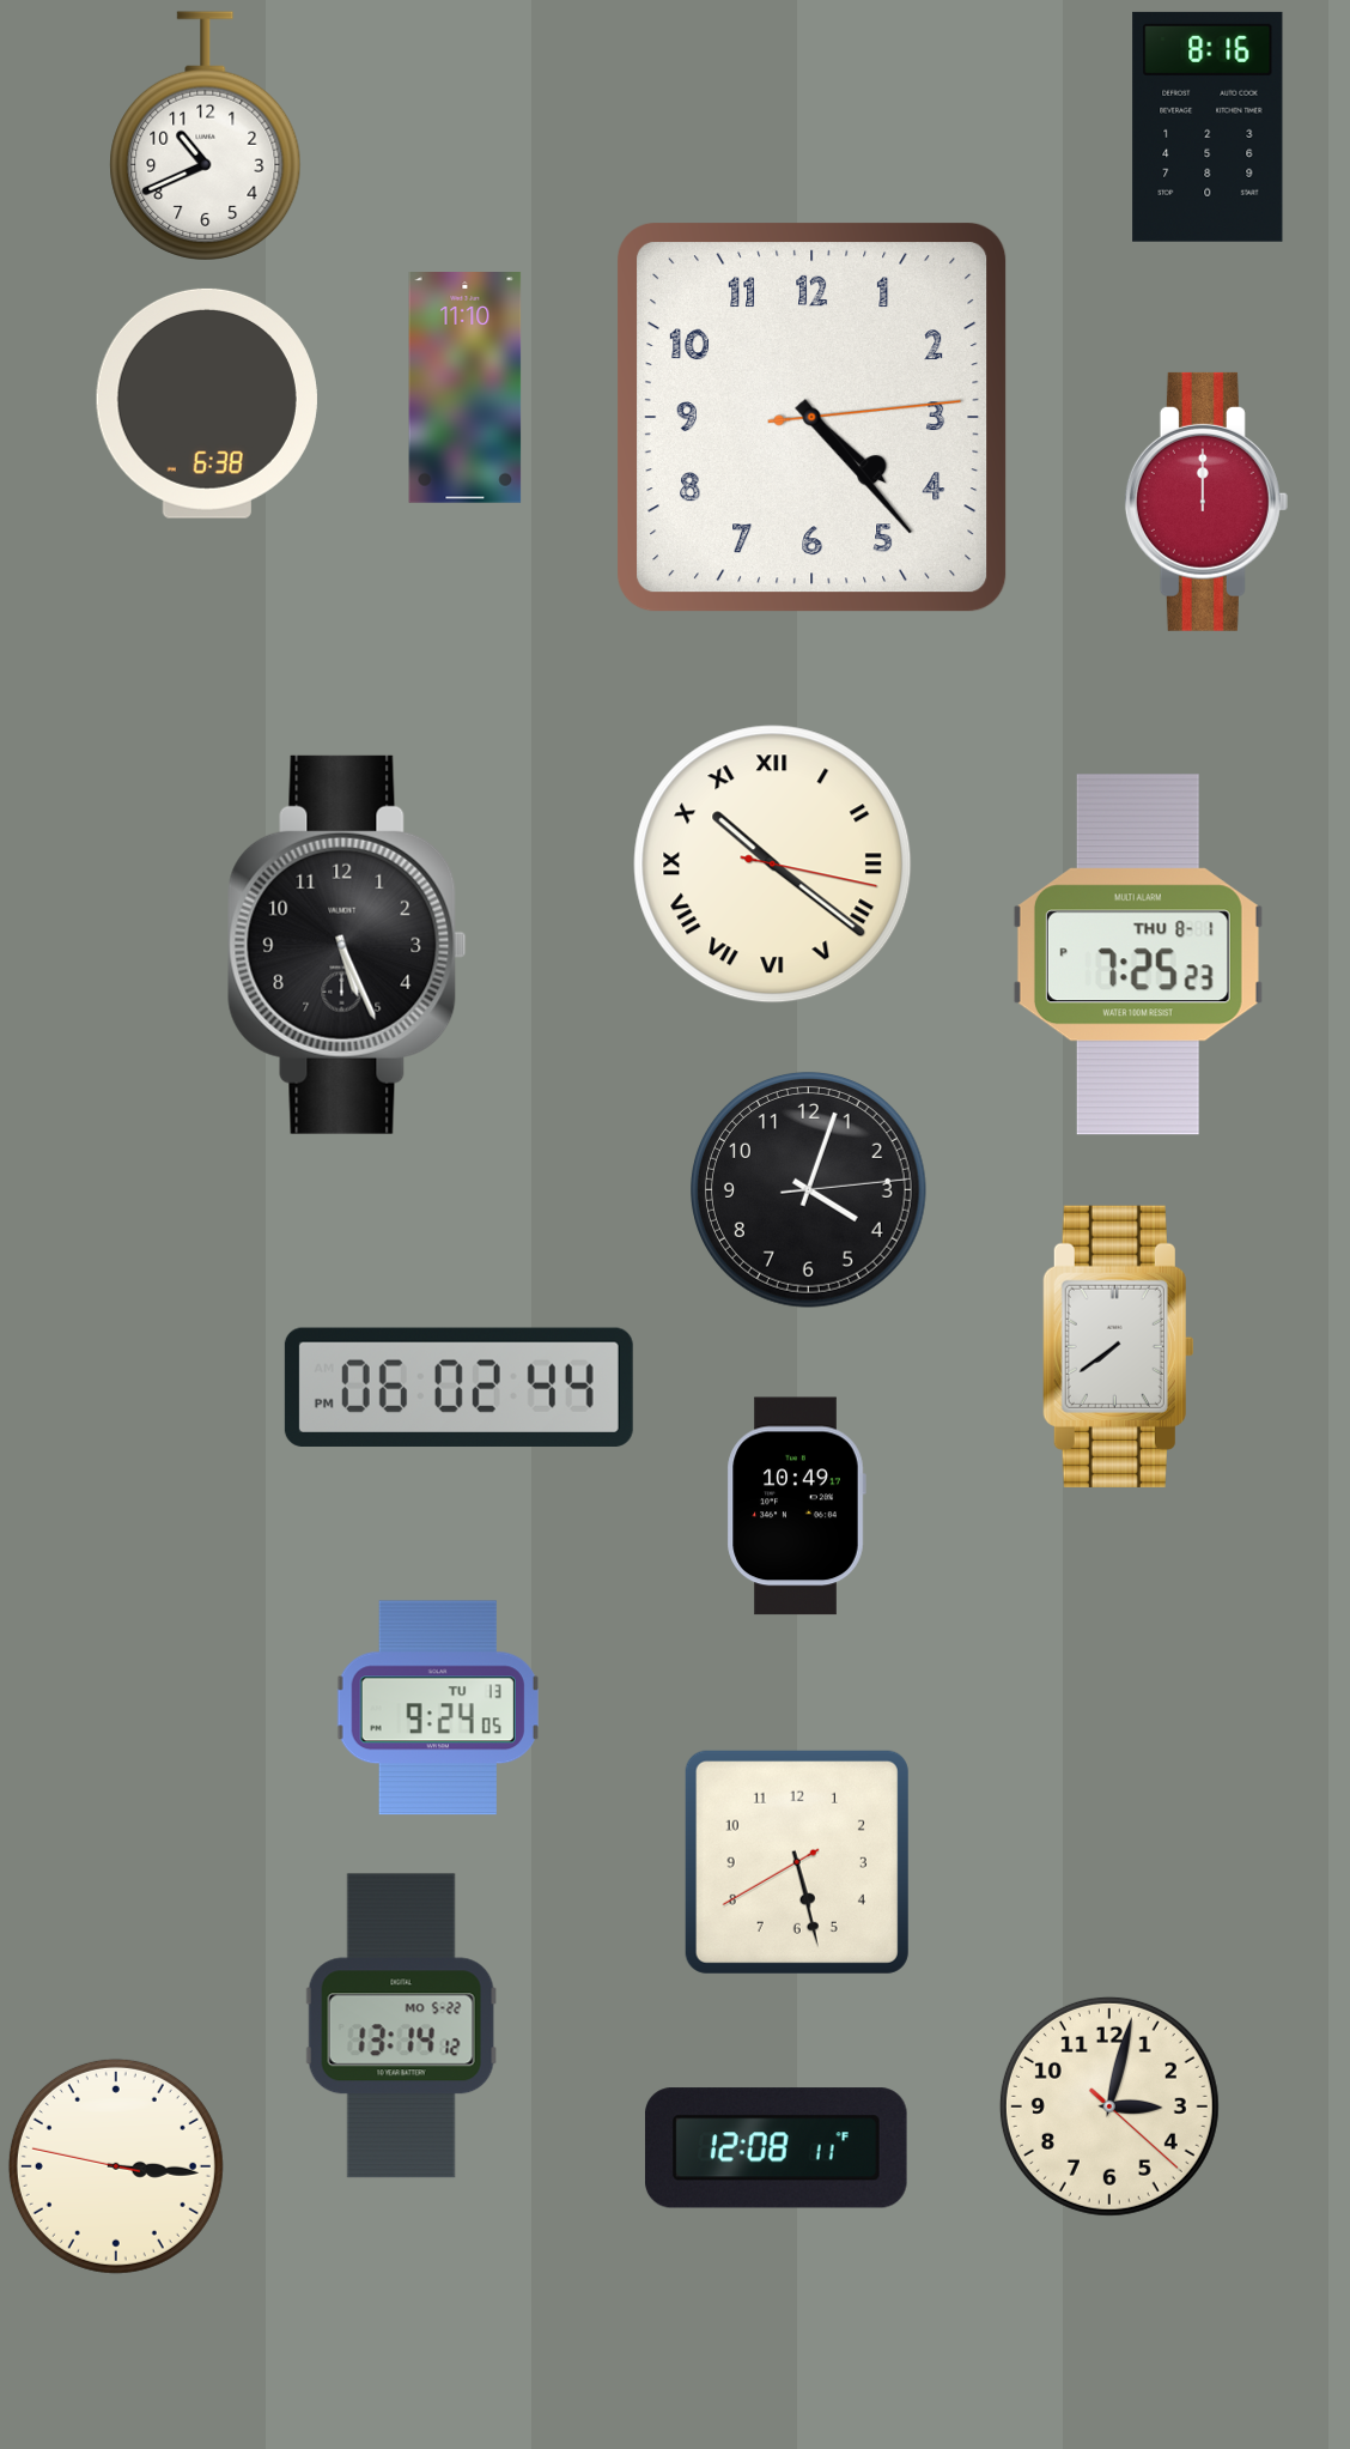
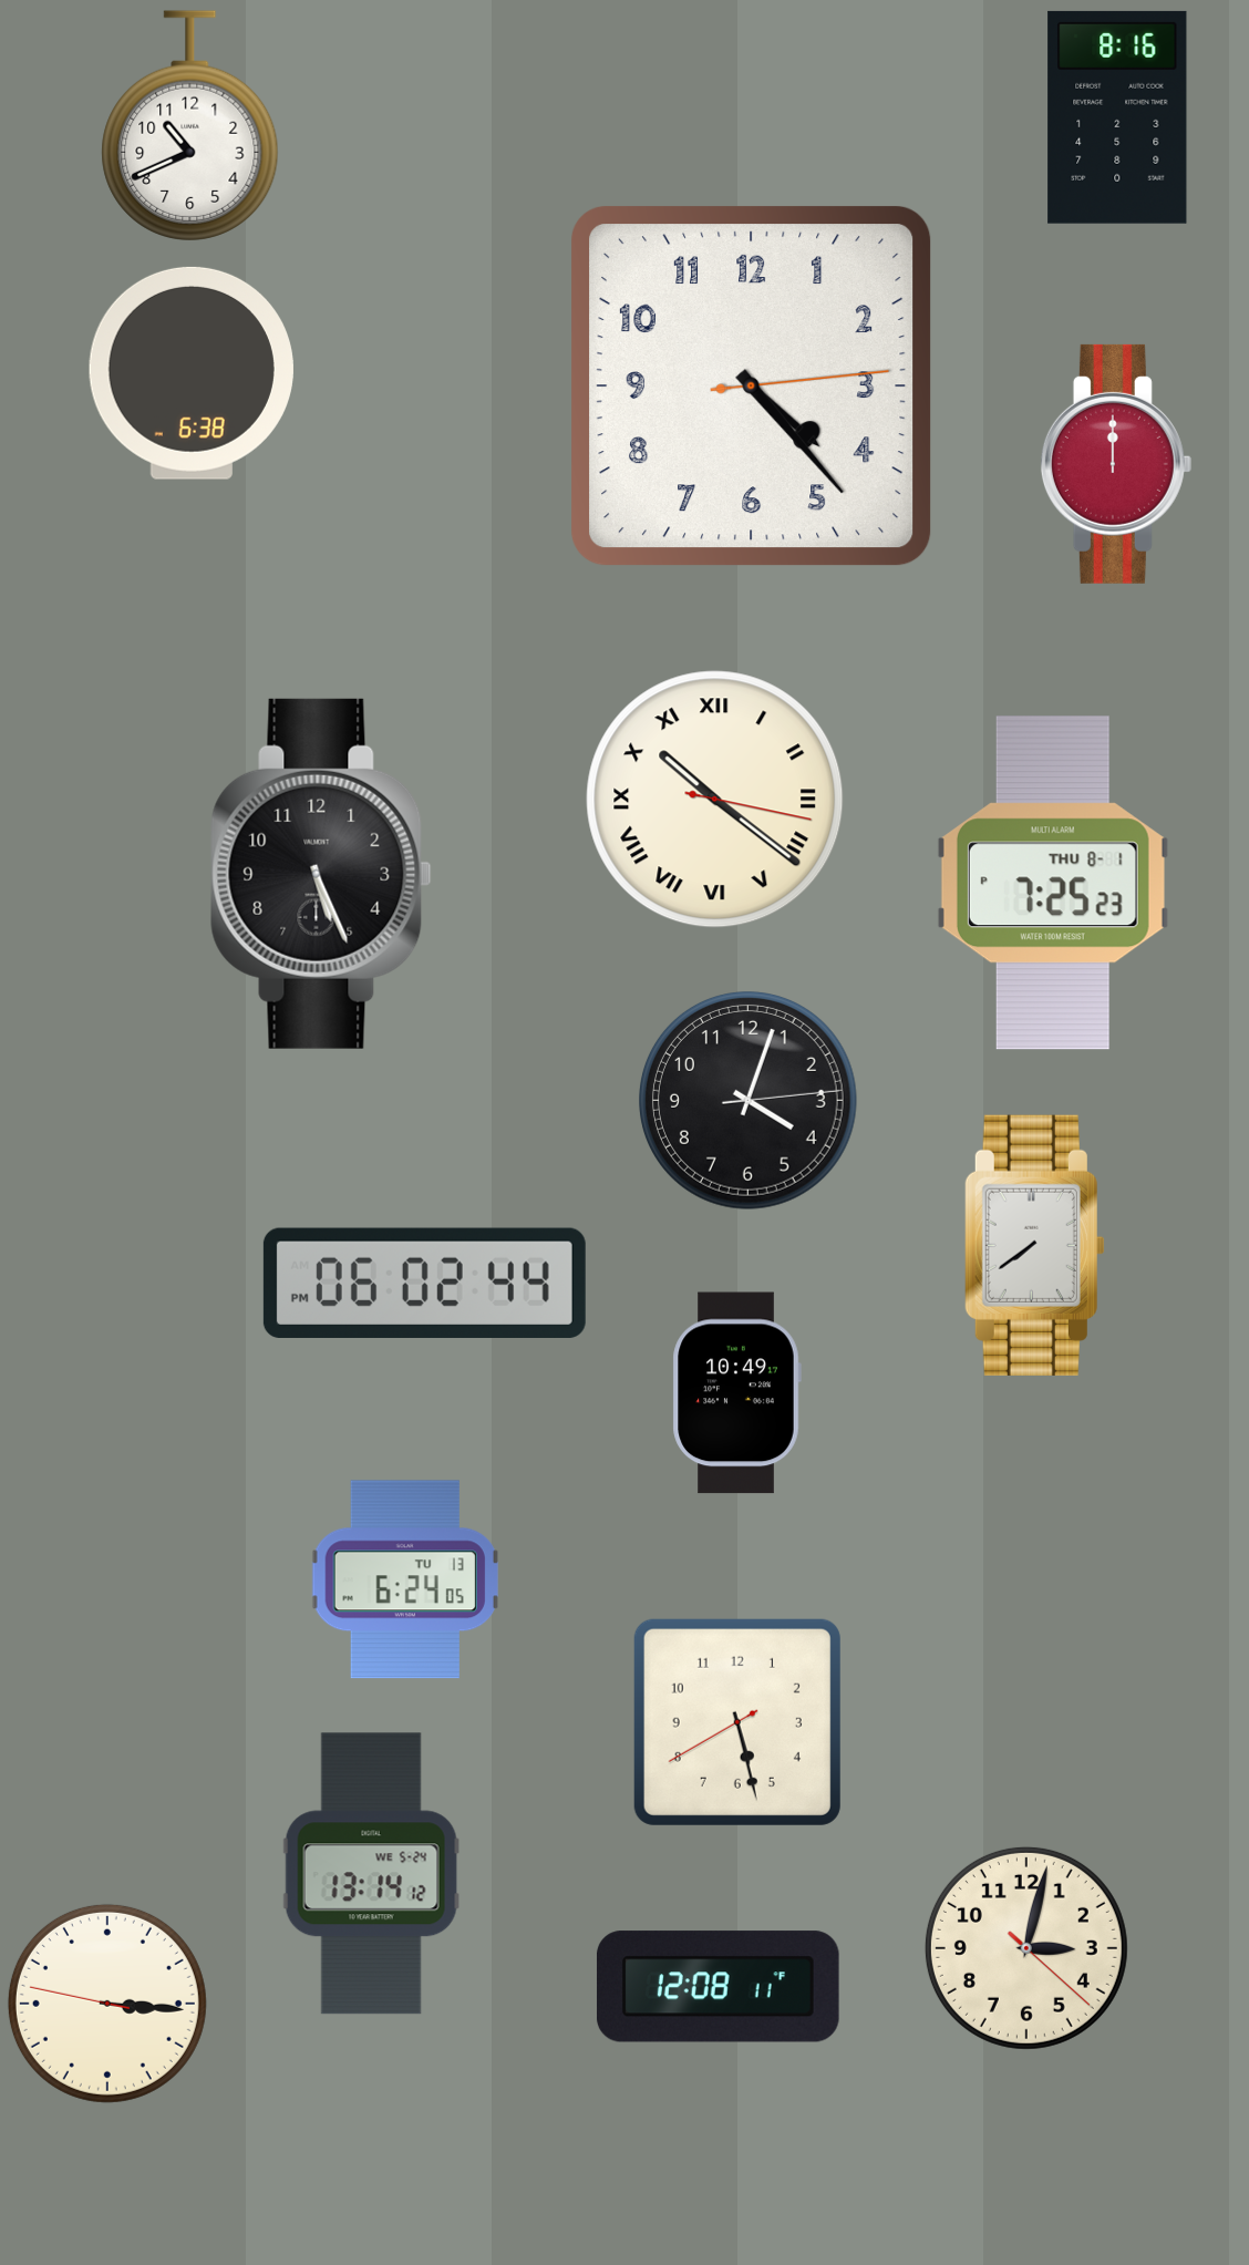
clock at (466, 388): 11:10 -> none
clock at (438, 1708): 9:24 -> 6:24
clock at (401, 2026) date: MO 5-22 -> WE 5-24
